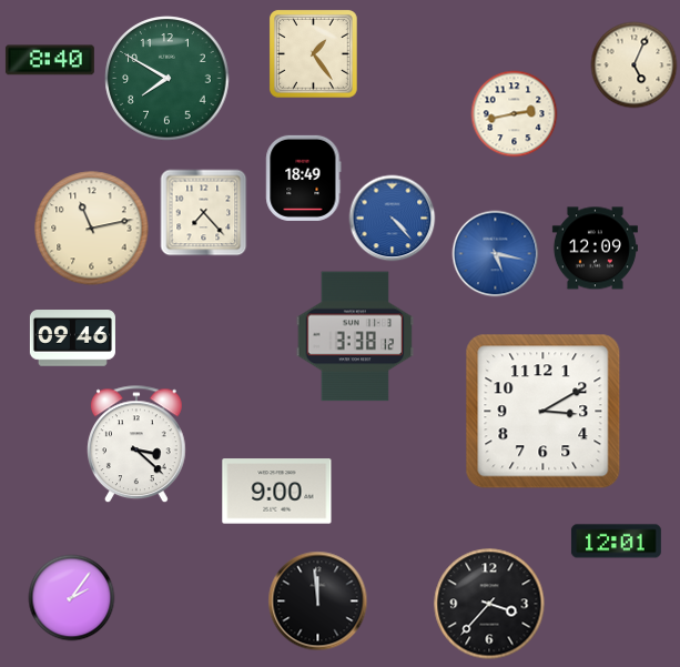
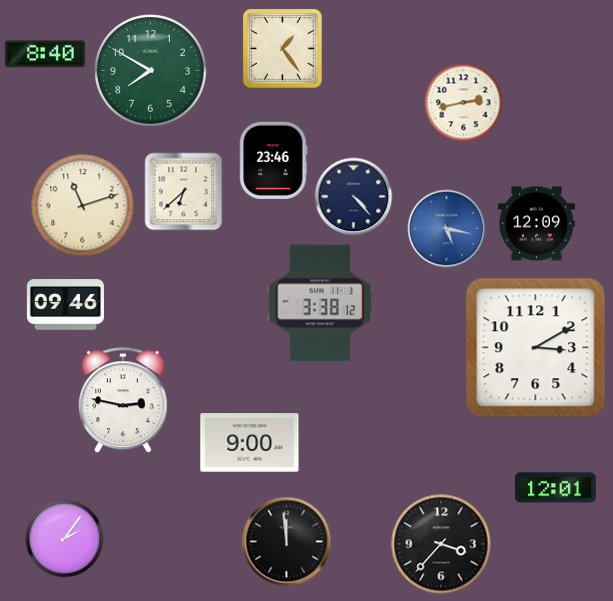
clock at (633, 64): 5:04 -> none
clock at (304, 178): 18:49 -> 23:46
clock at (203, 212): 7:23 -> 6:38
clock at (392, 218) dial: blue -> navy
clock at (92, 229): 11:13 -> 11:12
clock at (544, 412) position: (544, 412) -> (536, 348)
clock at (136, 444): 3:22 -> 2:47
